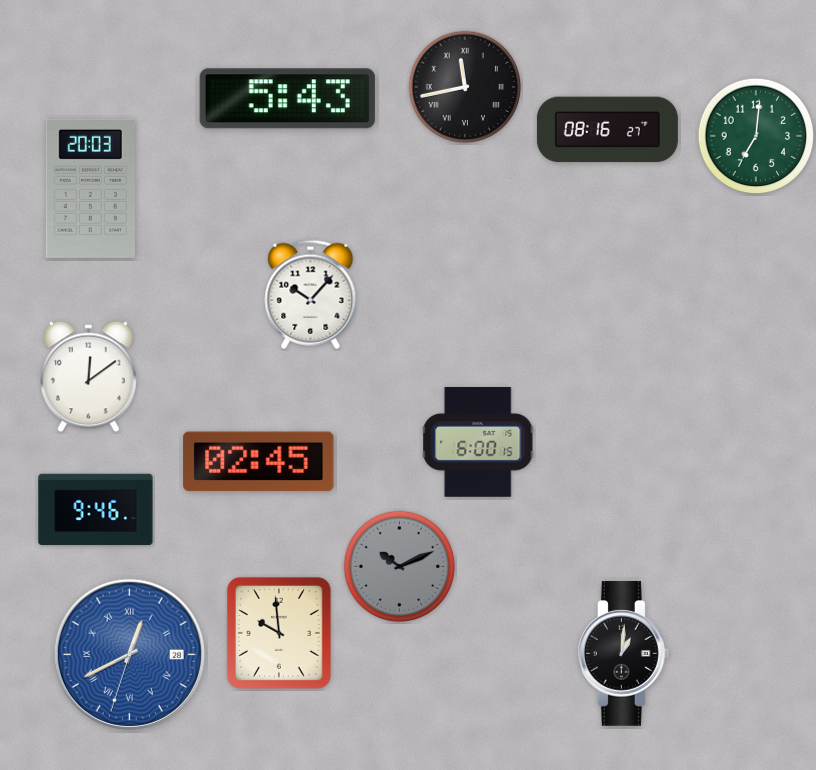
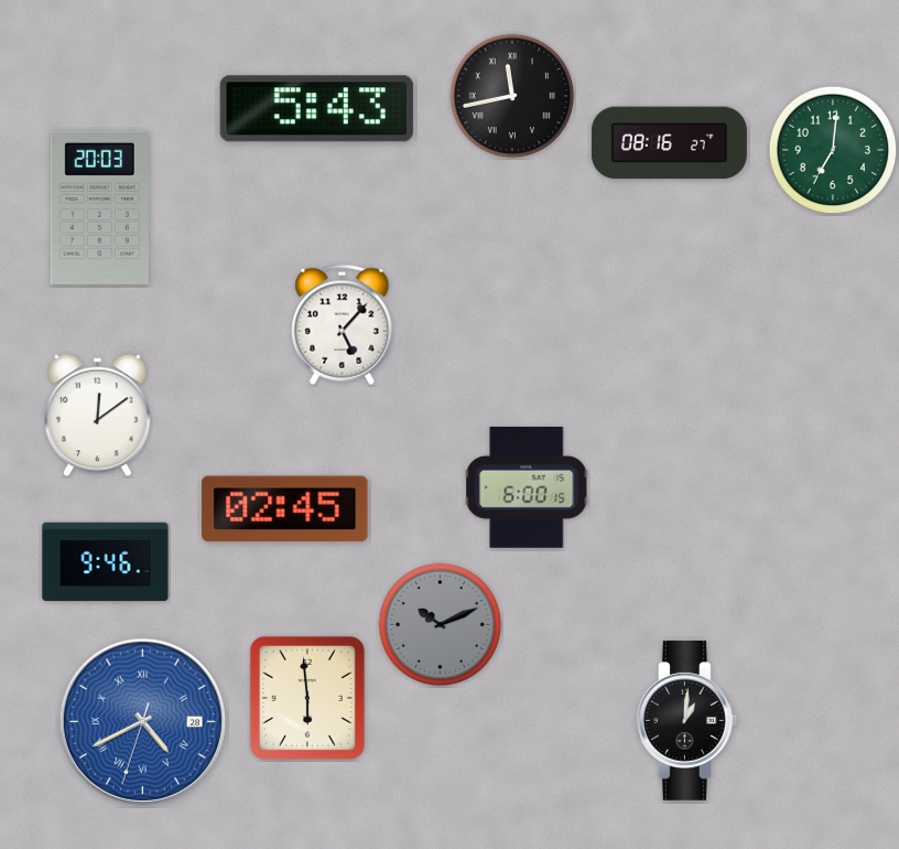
clock at (311, 294): 10:07 -> 5:07
clock at (279, 633): 9:59 -> 5:59
clock at (129, 654): 12:40 -> 4:40
